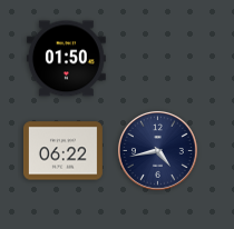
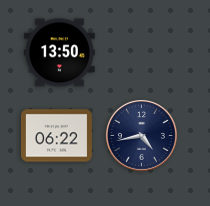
clock at (66, 59): 01:50 -> 13:50
